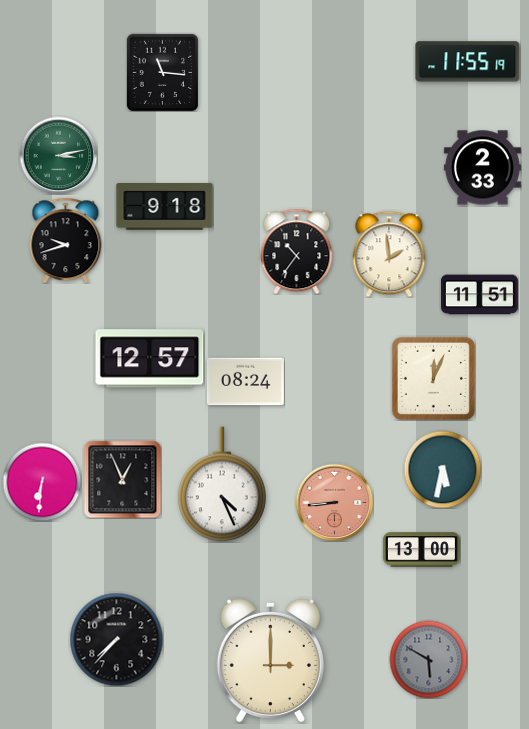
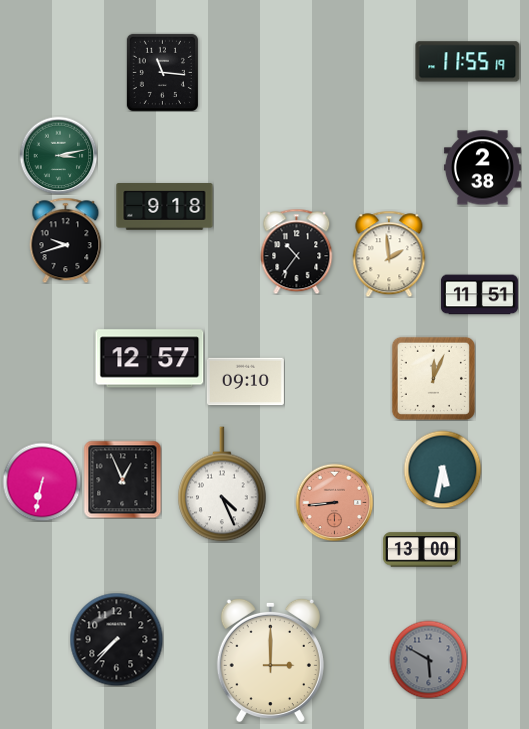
clock at (482, 168): 2:33 -> 2:38
clock at (245, 382): 08:24 -> 09:10
clock at (42, 482): 6:31 -> 6:32
